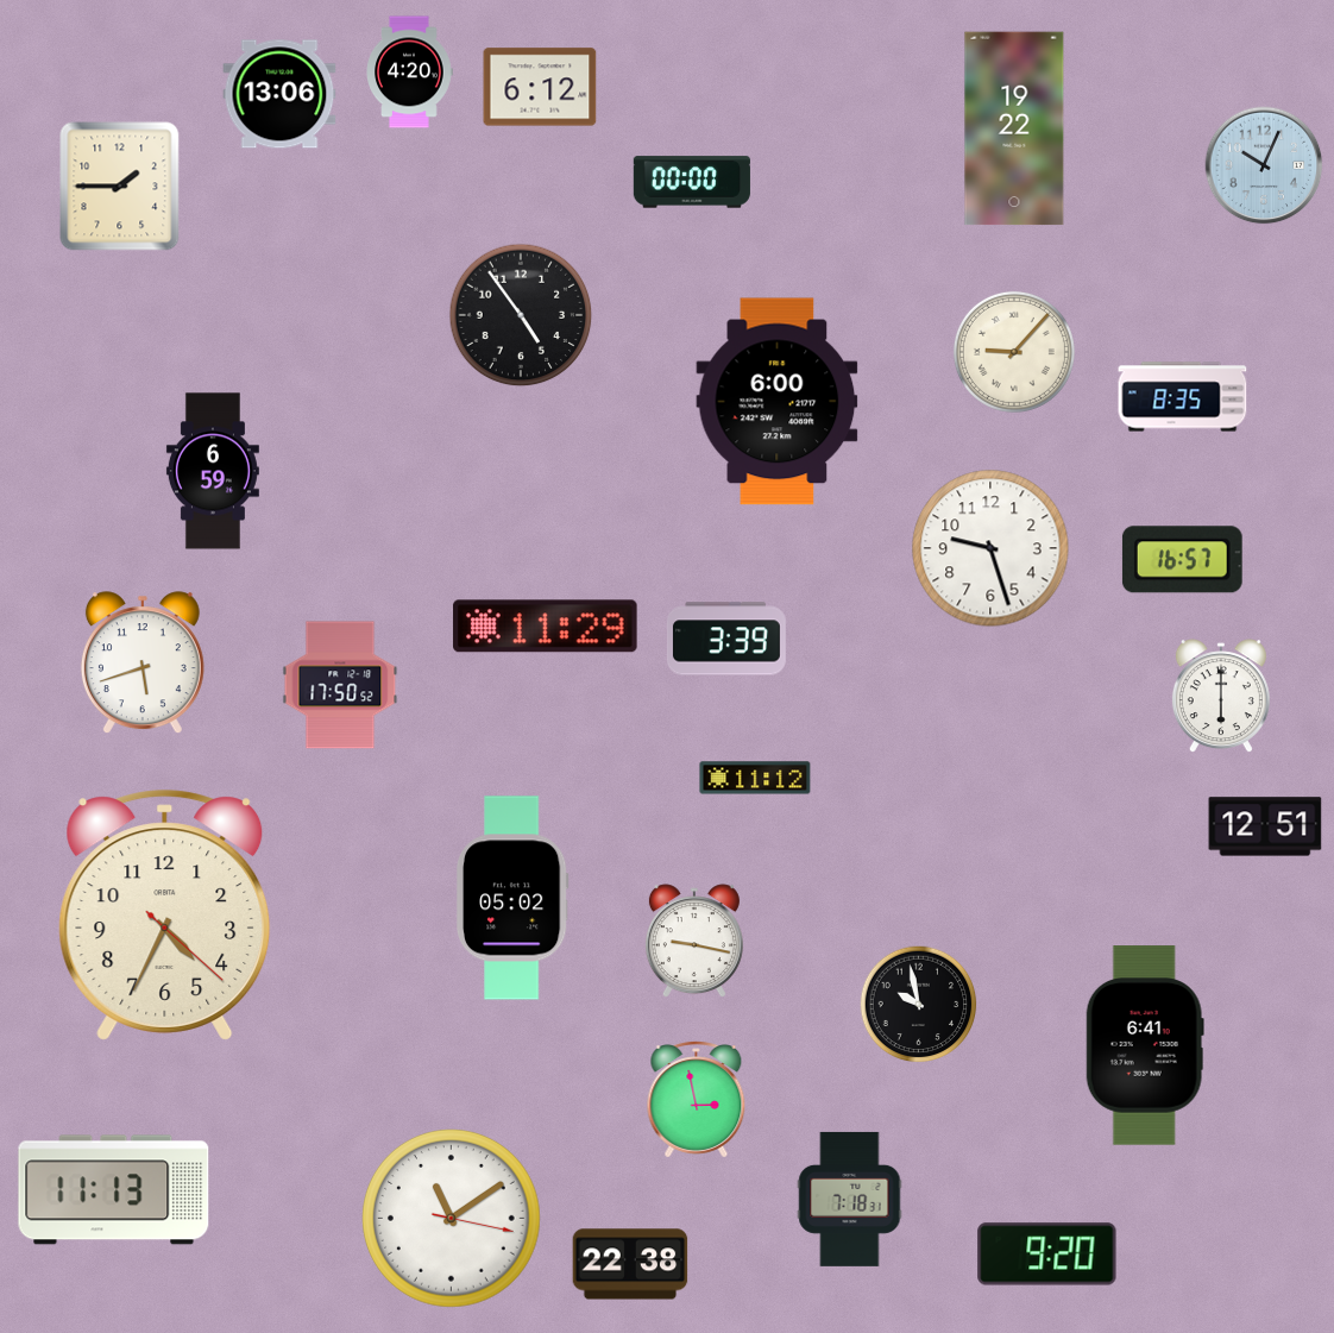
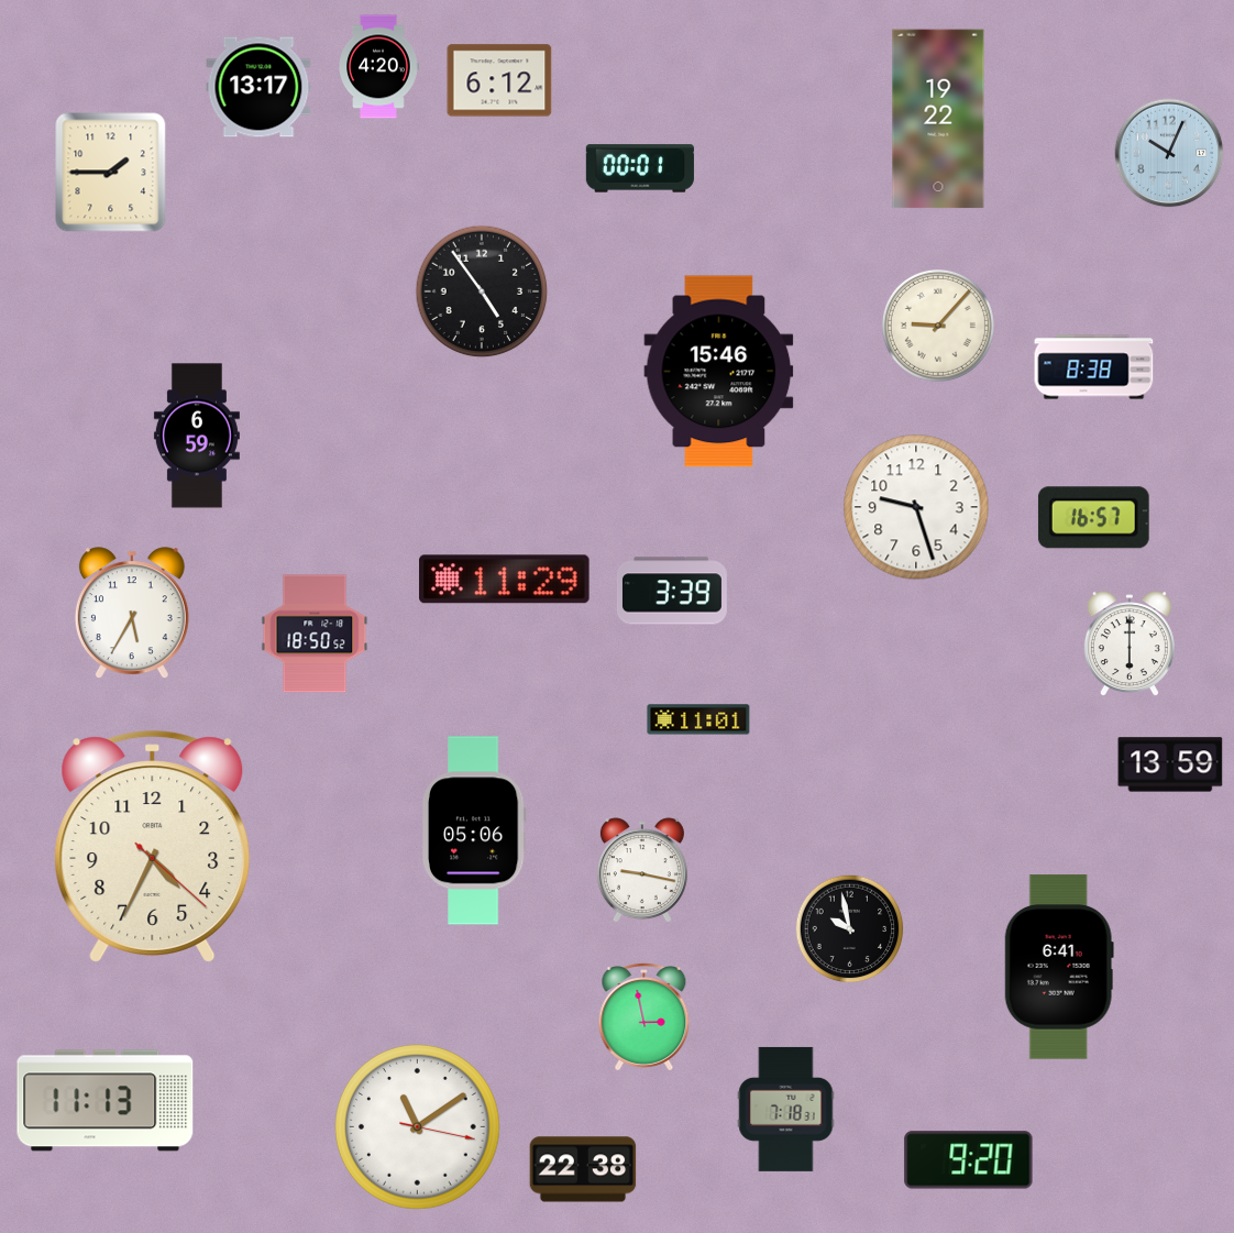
clock at (279, 94): 13:06 -> 13:17
clock at (692, 182): 00:00 -> 00:01
clock at (1183, 397): 8:35 -> 8:38
clock at (778, 402): 6:00 -> 15:46
clock at (143, 664): 5:42 -> 5:35
clock at (340, 685): 17:50 -> 18:50
clock at (755, 778): 11:12 -> 11:01
clock at (1265, 826): 12:51 -> 13:59
clock at (512, 898): 05:02 -> 05:06
